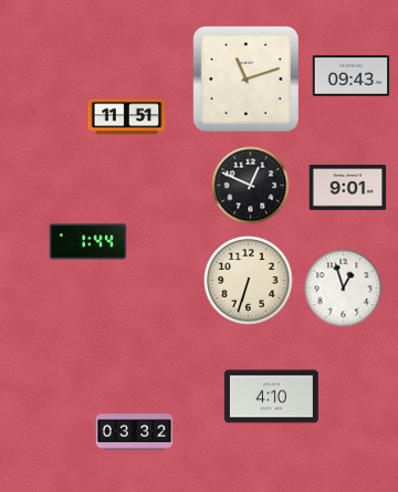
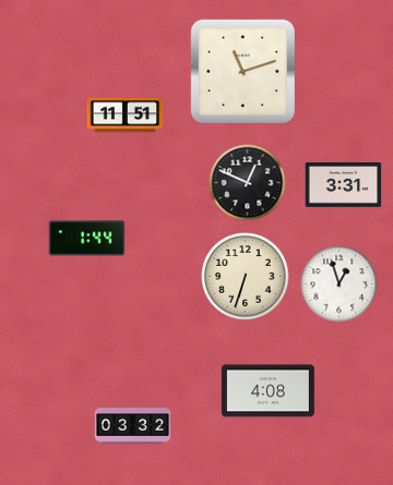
clock at (352, 76): 09:43 -> none
clock at (245, 78) position: (245, 78) -> (242, 71)
clock at (348, 188): 9:01 -> 3:31
clock at (271, 397): 4:10 -> 4:08
